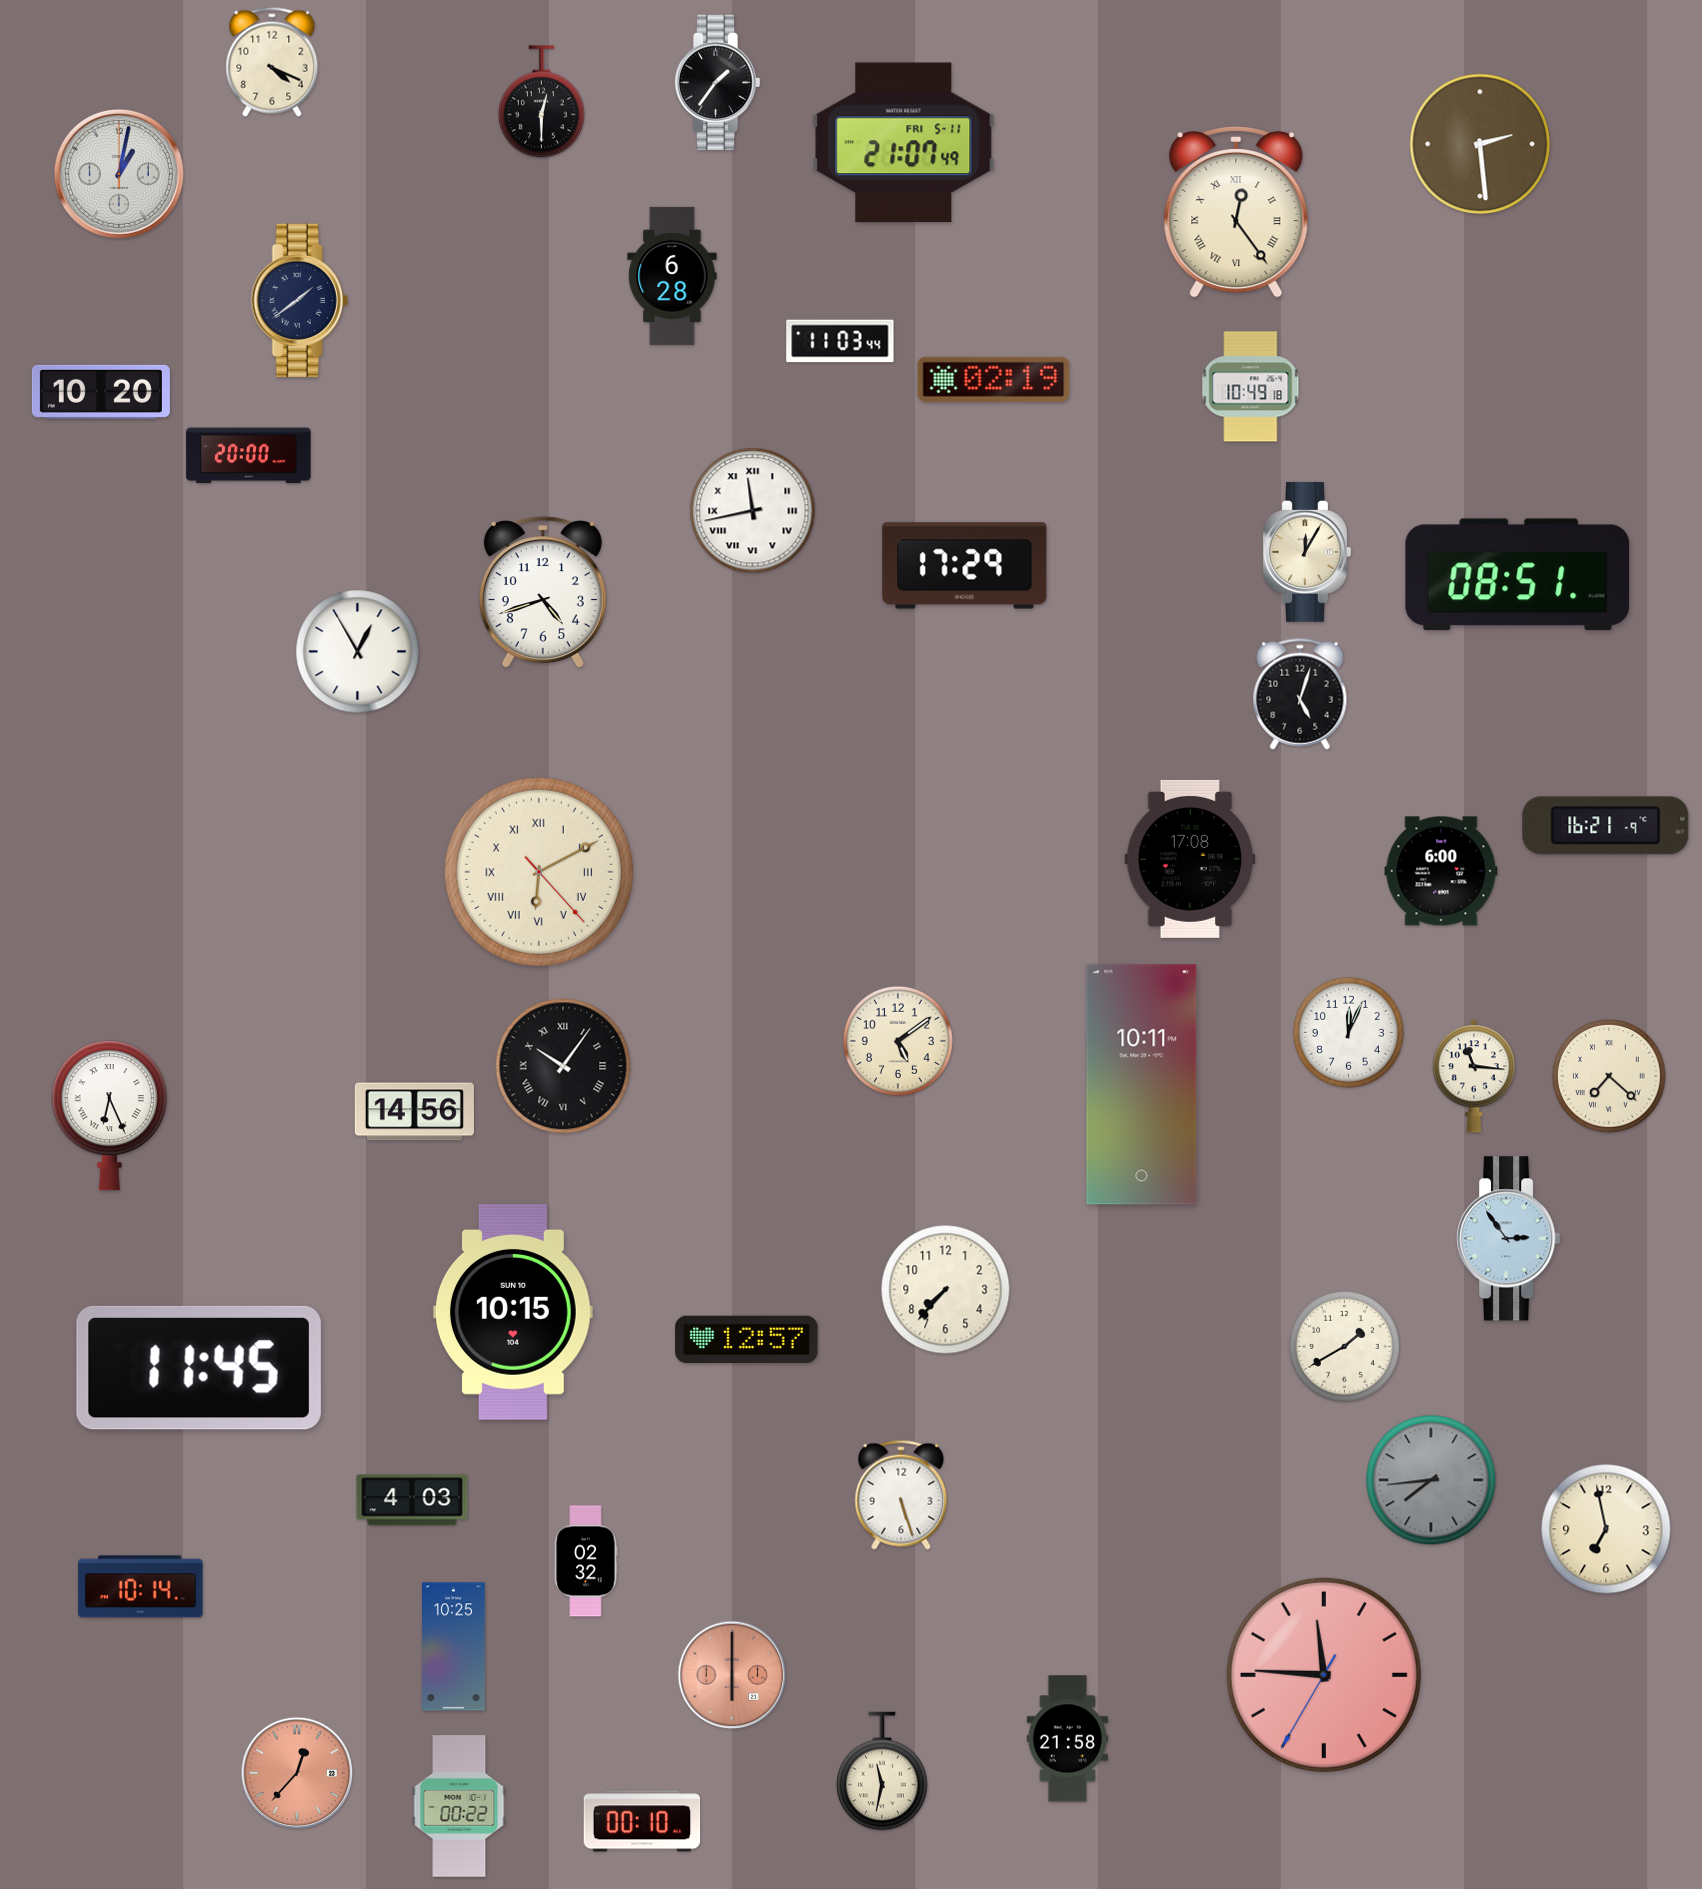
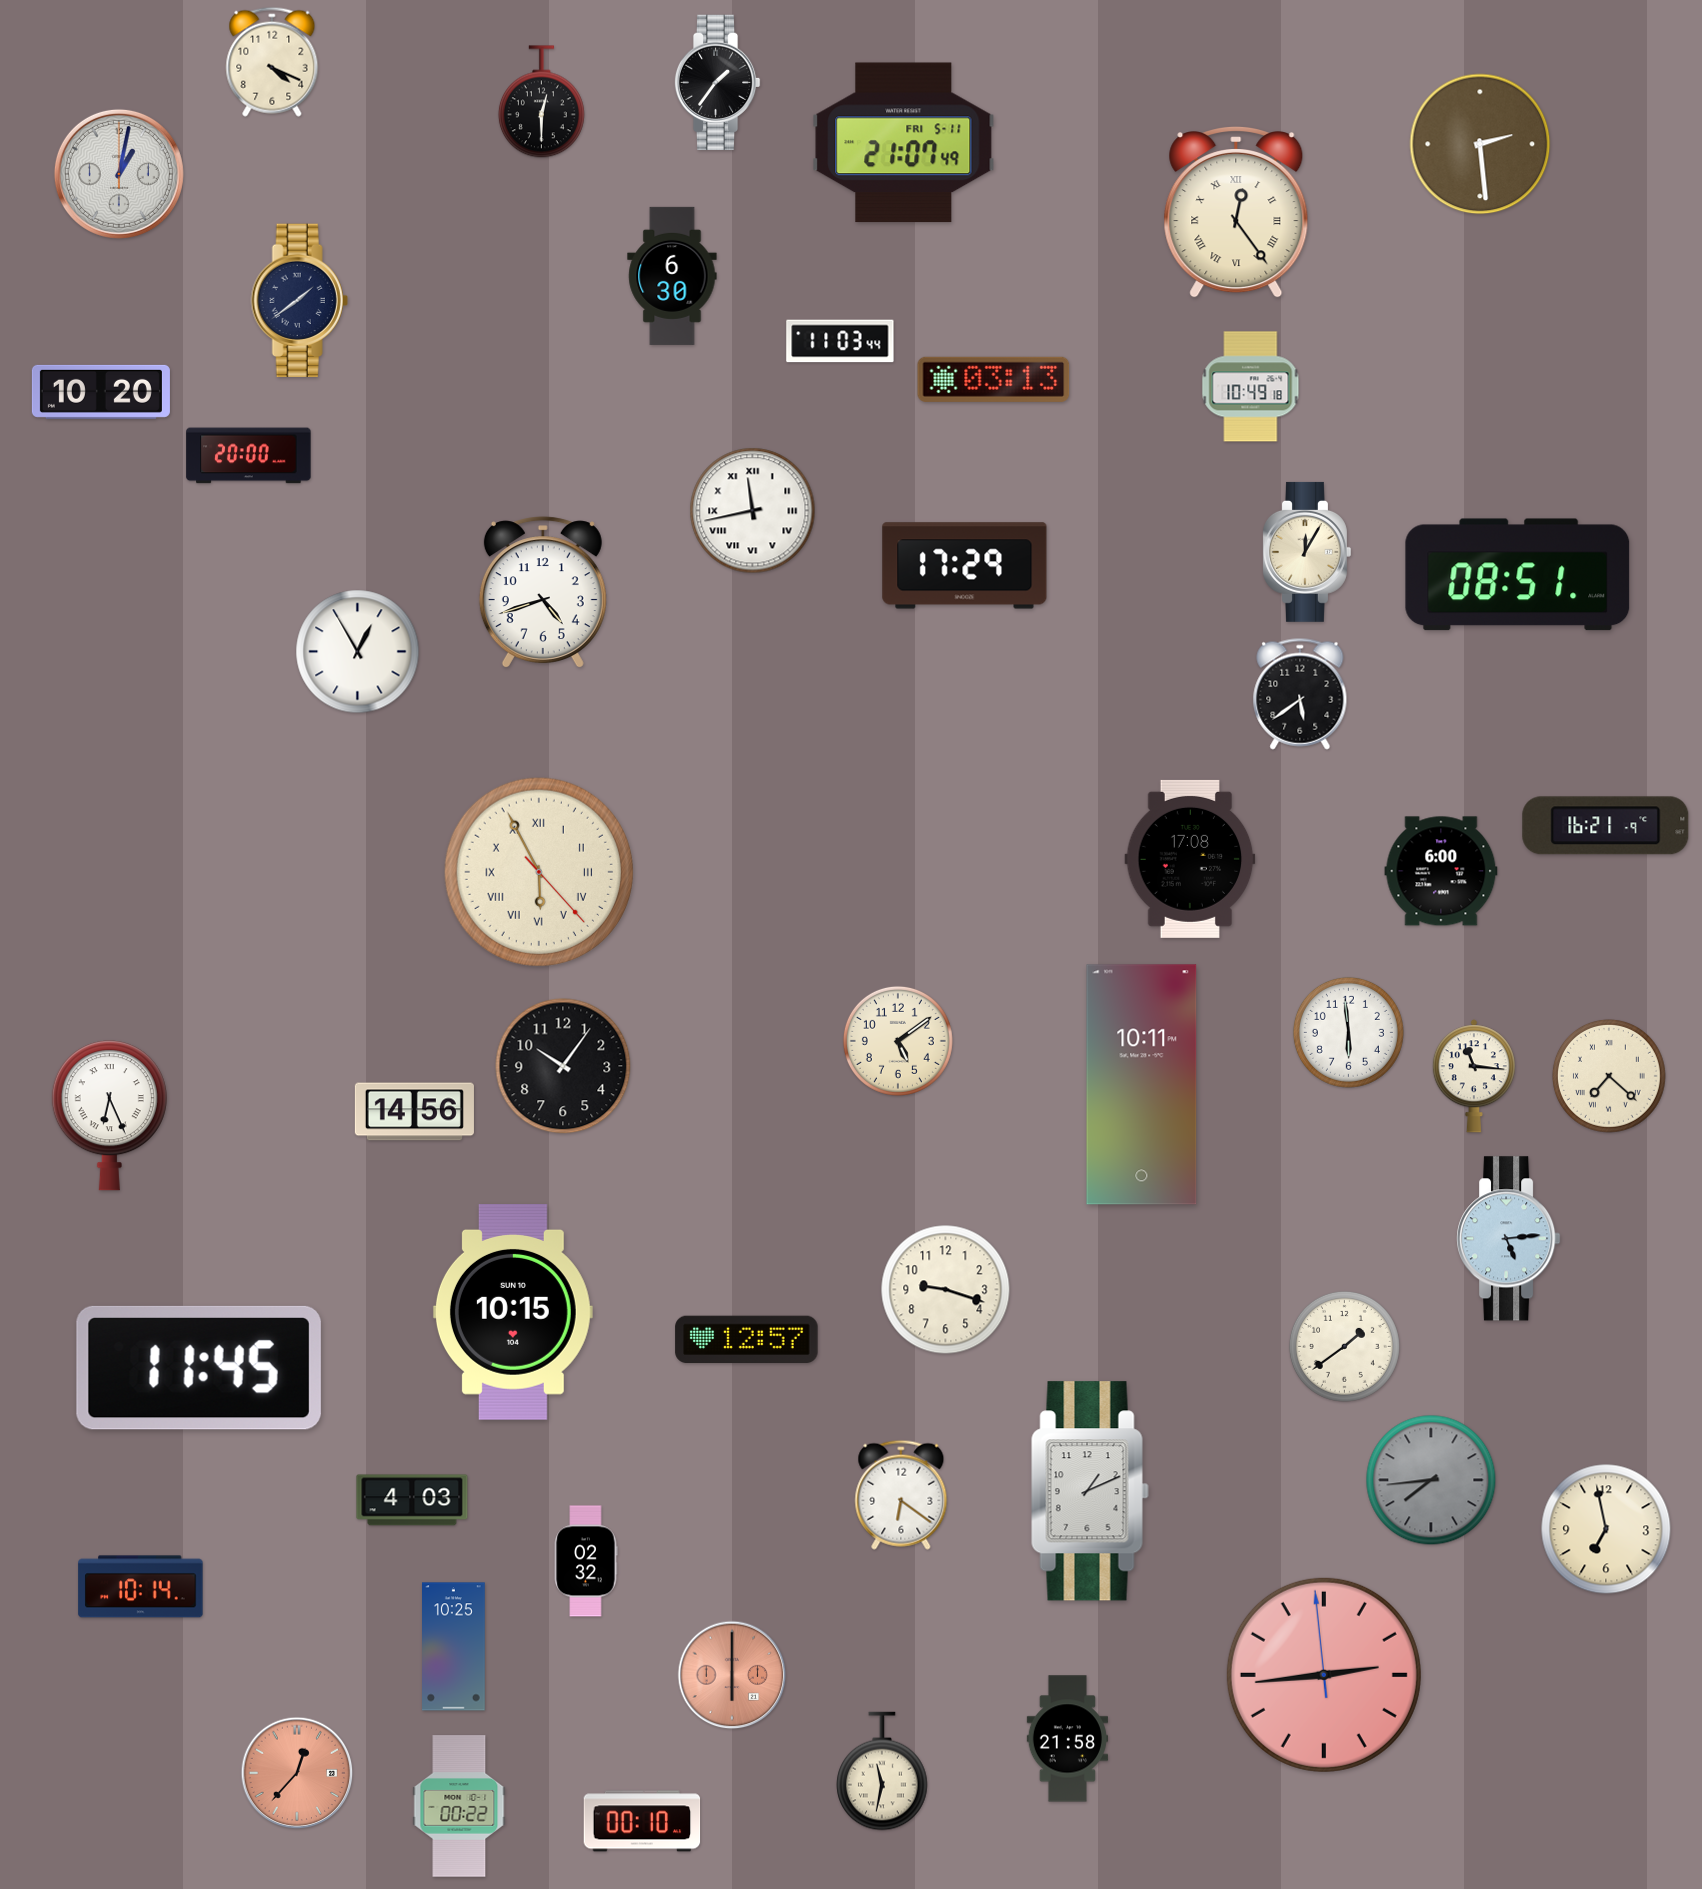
clock at (672, 276): 6:28 -> 6:30
clock at (994, 379): 02:19 -> 03:13
clock at (1300, 694): 5:03 -> 5:39
clock at (539, 872): 6:10 -> 5:55
clock at (1348, 1032): 12:04 -> 5:59
clock at (563, 1066) numerals: Roman -> Arabic
clock at (1509, 1239): 2:54 -> 5:14
clock at (946, 1290): 7:37 -> 9:18
clock at (1344, 1346): 1:40 -> 1:39
clock at (1090, 1491): none -> 1:11
clock at (901, 1495): 5:27 -> 6:21
clock at (1324, 1675): 11:45 -> 2:43
